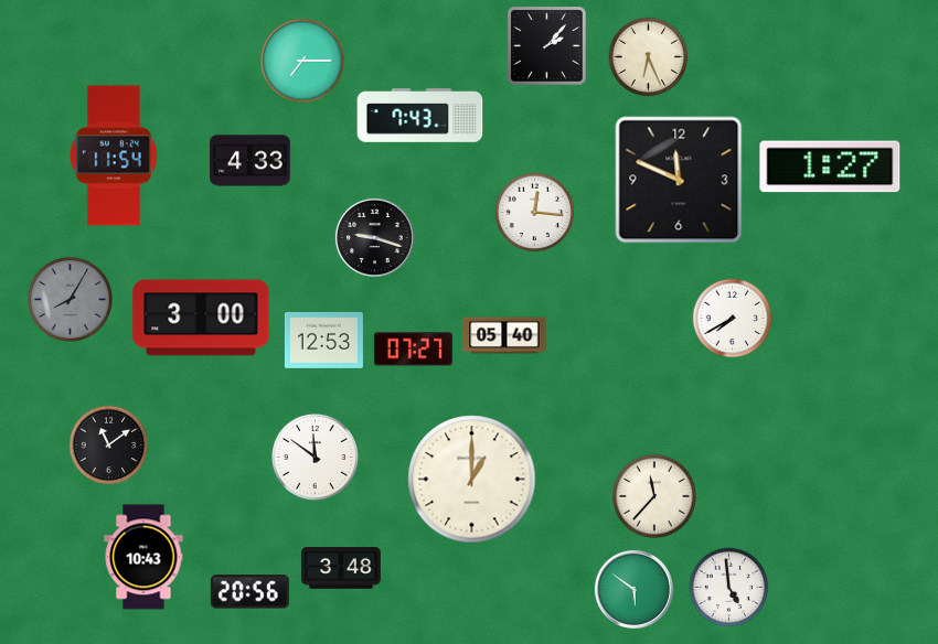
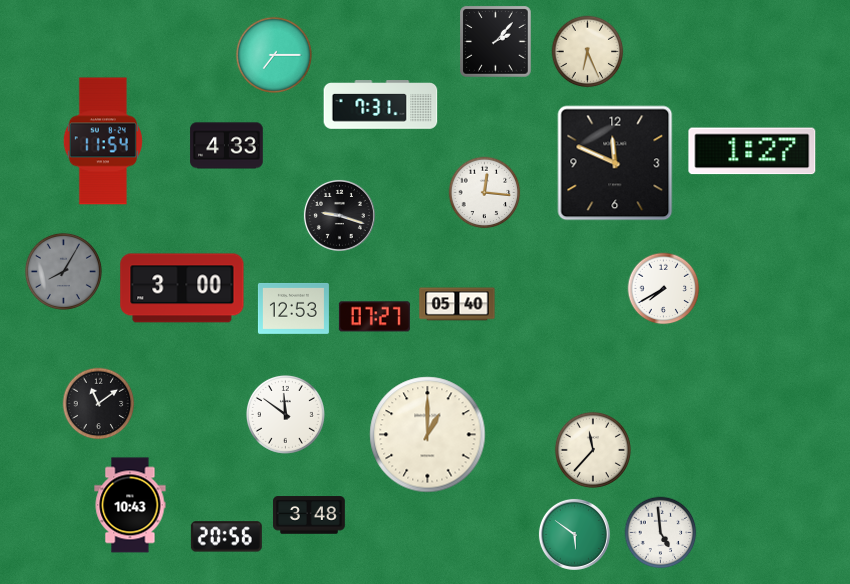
clock at (420, 116): 7:43 -> 7:31
